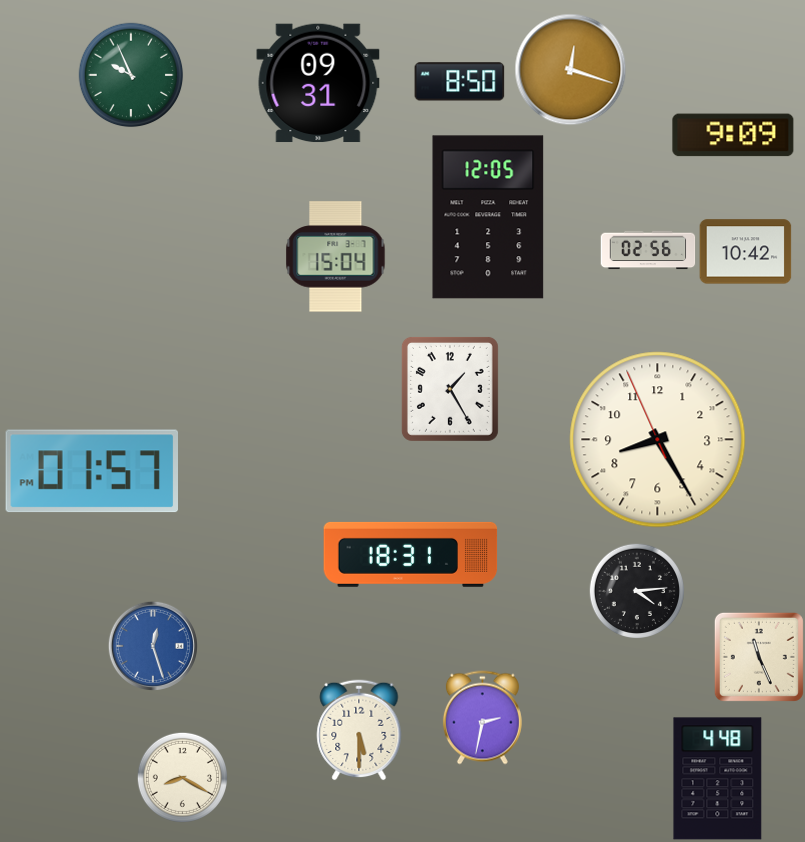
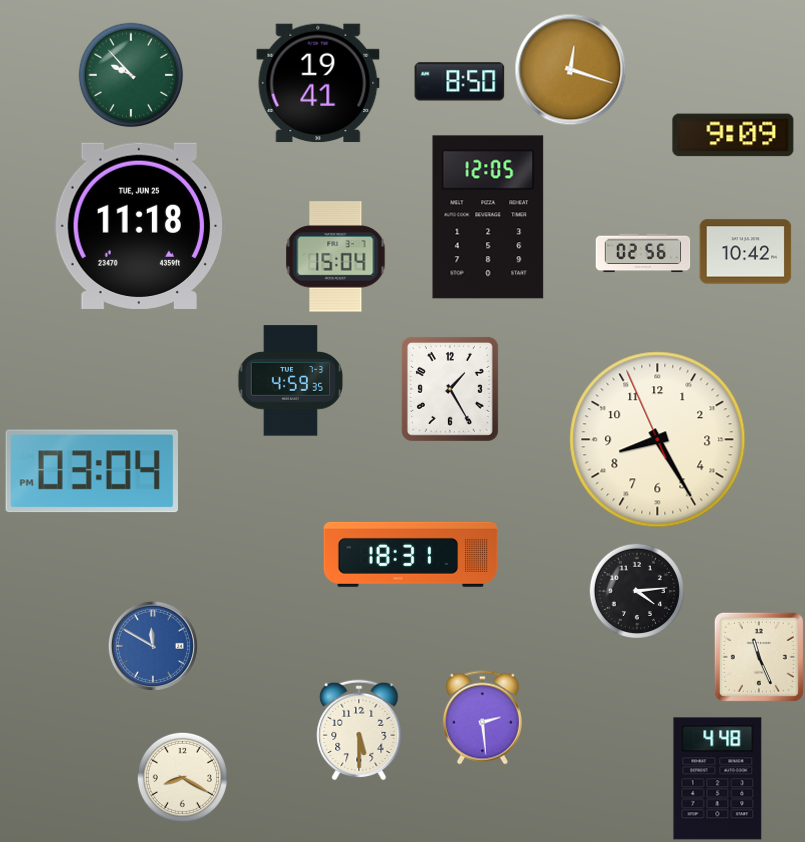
clock at (131, 75): 9:56 -> 9:53
clock at (318, 83): 09:31 -> 19:41
clock at (139, 226): none -> 11:18
clock at (648, 250) position: (648, 250) -> (643, 253)
clock at (291, 381): none -> 4:59
clock at (91, 471): 01:57 -> 03:04
clock at (153, 646): 12:27 -> 11:50
clock at (482, 718): 2:32 -> 2:29
